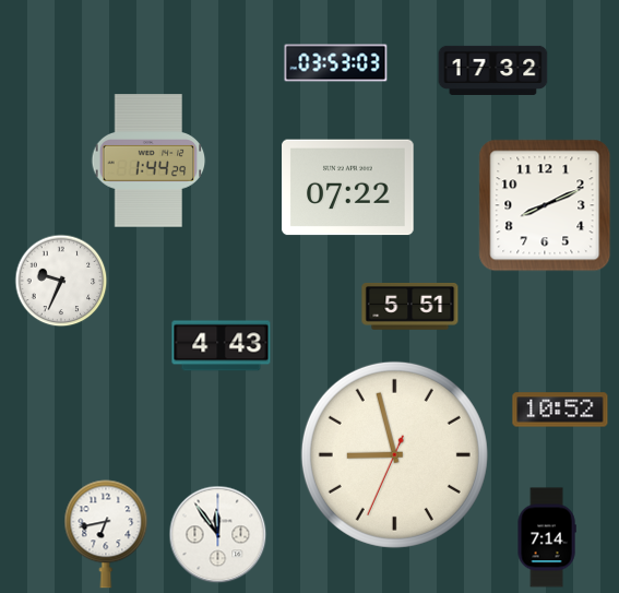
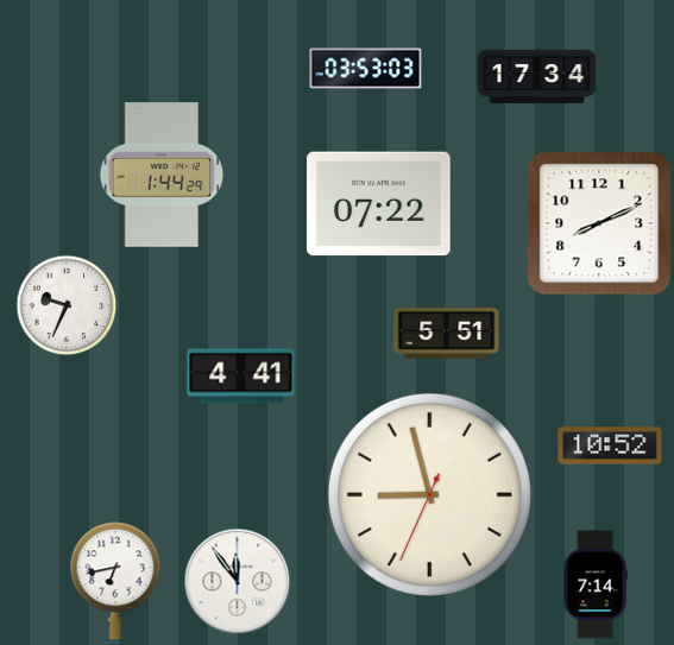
clock at (493, 70): 17:32 -> 17:34
clock at (545, 205) position: (545, 205) -> (599, 223)
clock at (222, 346): 4:43 -> 4:41
